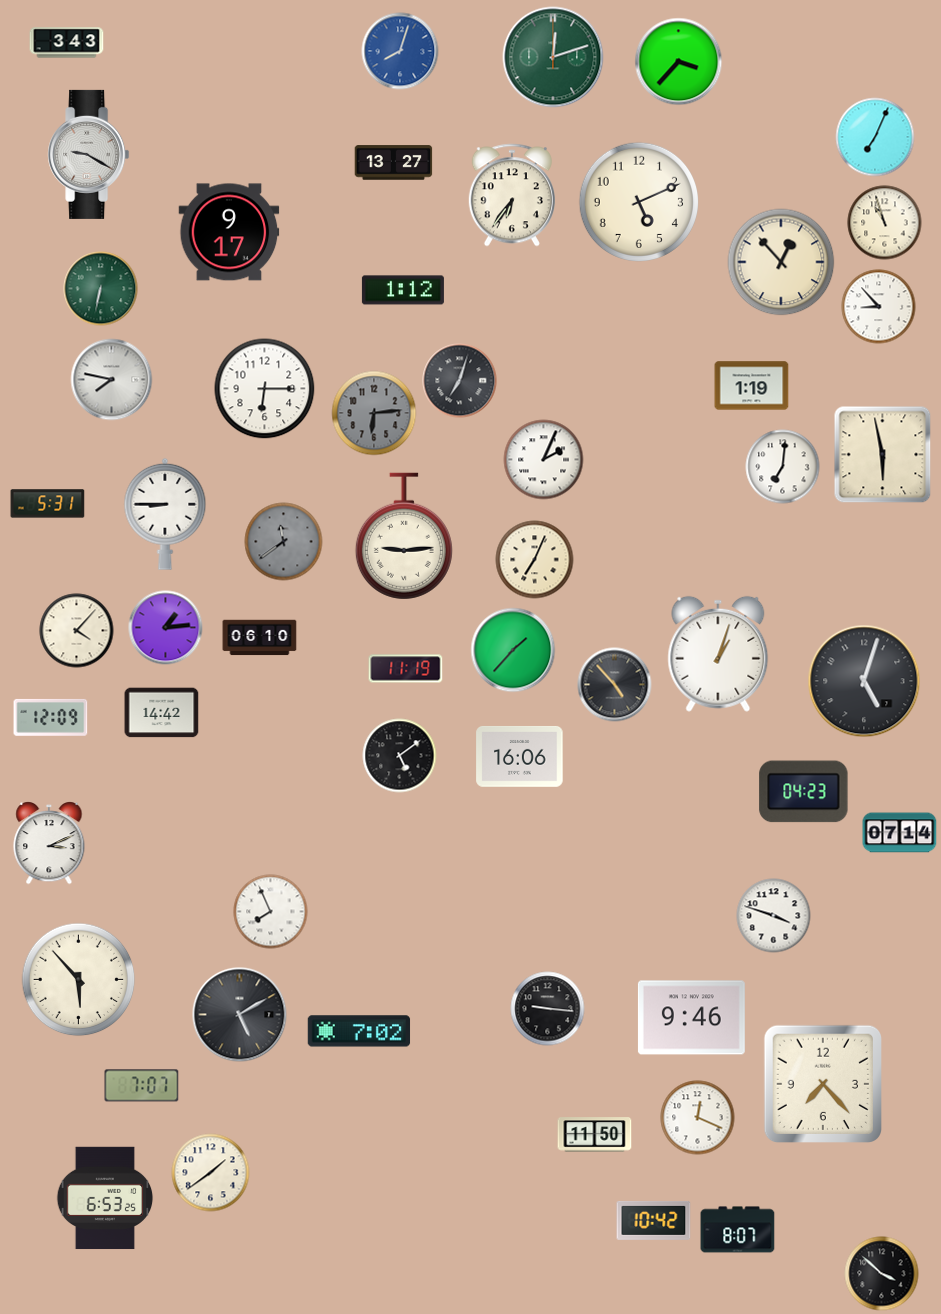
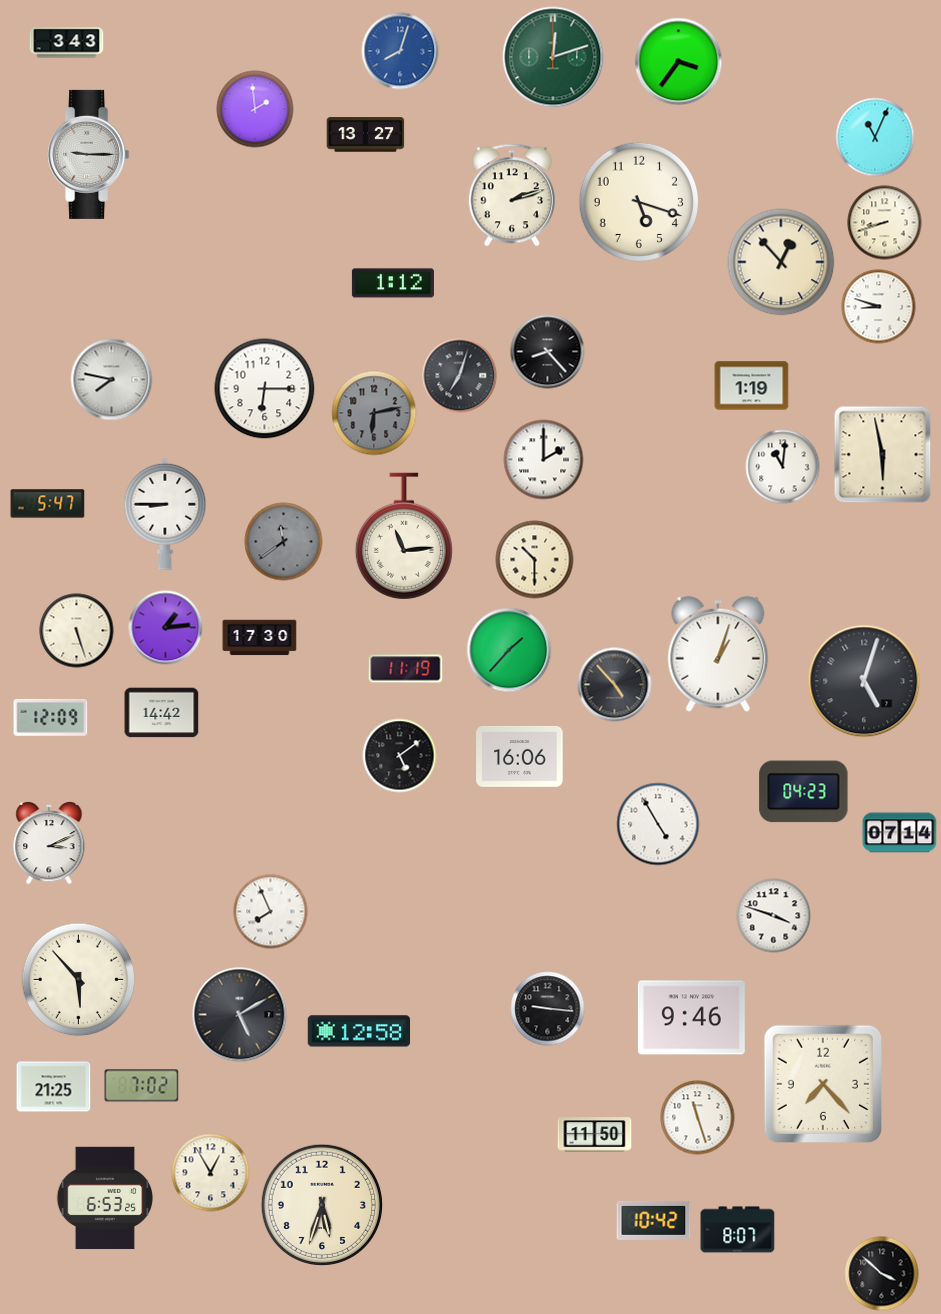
clock at (679, 62): 3:37 -> 3:36
clock at (255, 109): none -> 1:59
clock at (875, 137): 7:04 -> 11:04
clock at (89, 154): 9:20 -> 9:15
clock at (394, 163) position: (394, 163) -> (366, 135)
clock at (512, 195): 6:36 -> 2:12
clock at (638, 201): 5:11 -> 5:18
clock at (885, 223): 10:57 -> 8:42
clock at (229, 232): 9:17 -> none
clock at (101, 289): 6:32 -> none
clock at (403, 290) position: (403, 290) -> (393, 283)
clock at (879, 307): 8:53 -> 8:48
clock at (548, 352): none -> 8:23
clock at (460, 381) position: (460, 381) -> (460, 376)
clock at (374, 413): 6:14 -> 6:13
clock at (544, 460): 2:04 -> 2:00
clock at (783, 467): 7:01 -> 11:01
clock at (48, 504): 5:31 -> 5:47
clock at (404, 536): 9:14 -> 11:14
clock at (535, 560): 7:04 -> 10:30
clock at (77, 631): 4:07 -> 5:27
clock at (260, 638): 06:10 -> 17:30
clock at (513, 650) position: (513, 650) -> (509, 650)
clock at (658, 824): none -> 4:55
clock at (359, 1031): 7:02 -> 12:58
clock at (142, 1086): 7:07 -> 7:02
clock at (54, 1087): none -> 21:25
clock at (698, 1118): 12:19 -> 11:27
clock at (211, 1173): 1:39 -> 12:55
clock at (322, 1205): none -> 5:33
